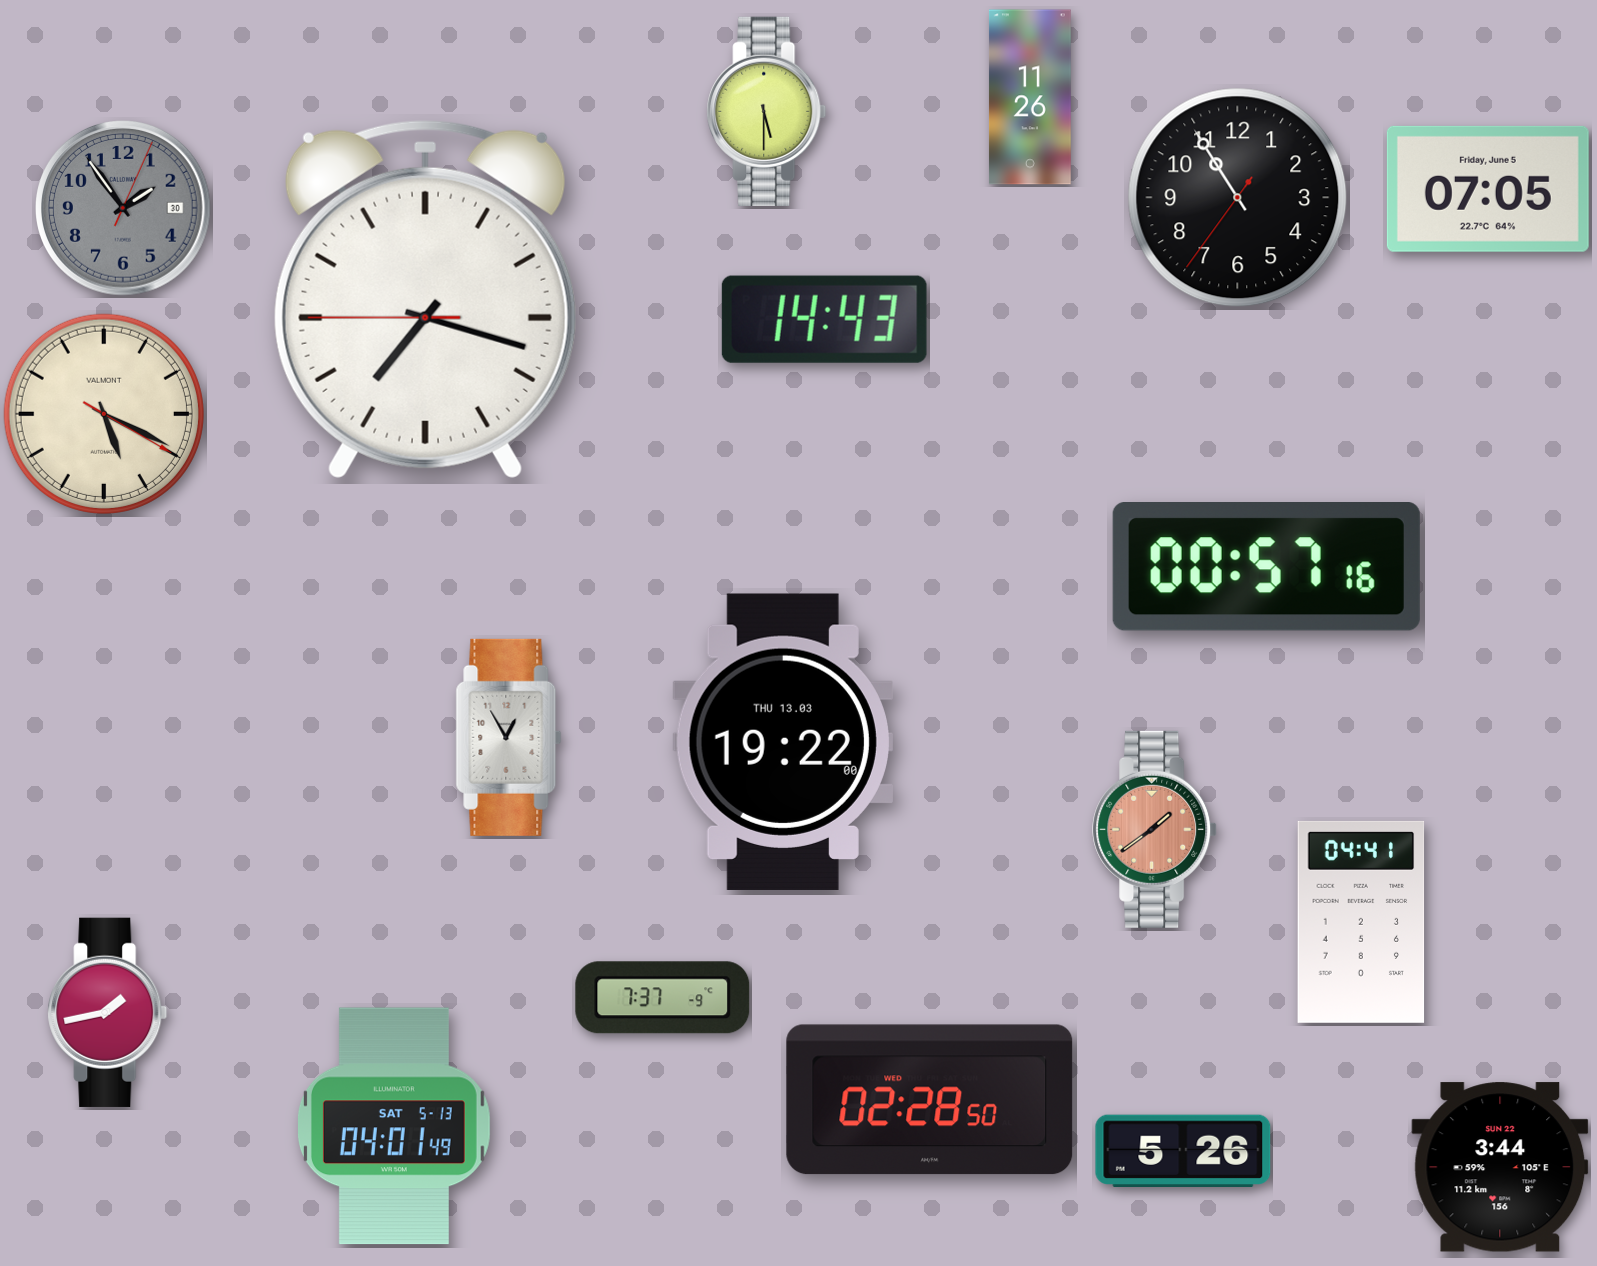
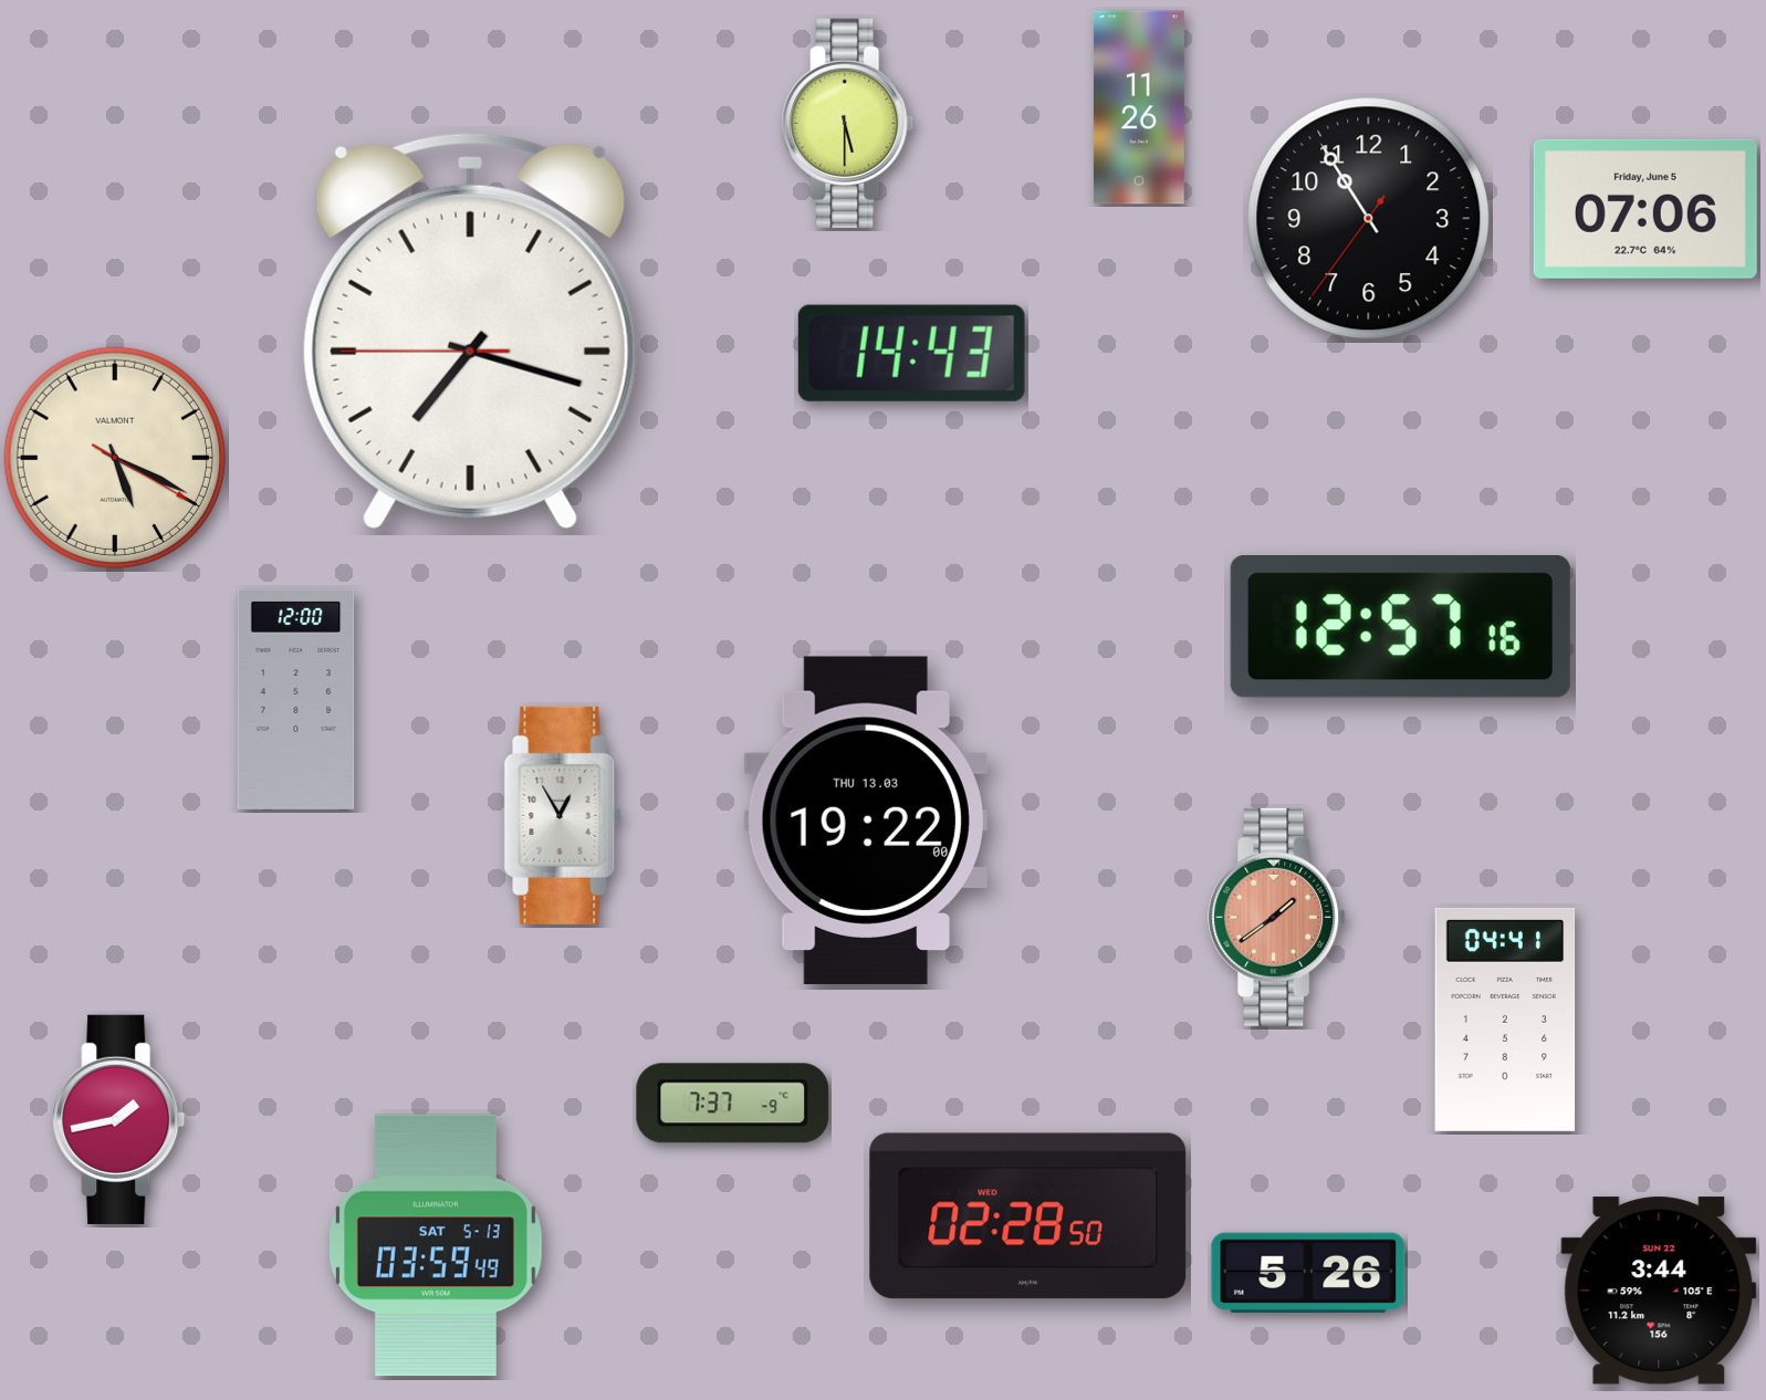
clock at (1488, 189): 07:05 -> 07:06
clock at (124, 209): 1:54 -> none
clock at (1266, 567): 00:57 -> 12:57
clock at (296, 699): none -> 12:00
clock at (394, 1126): 04:01 -> 03:59
